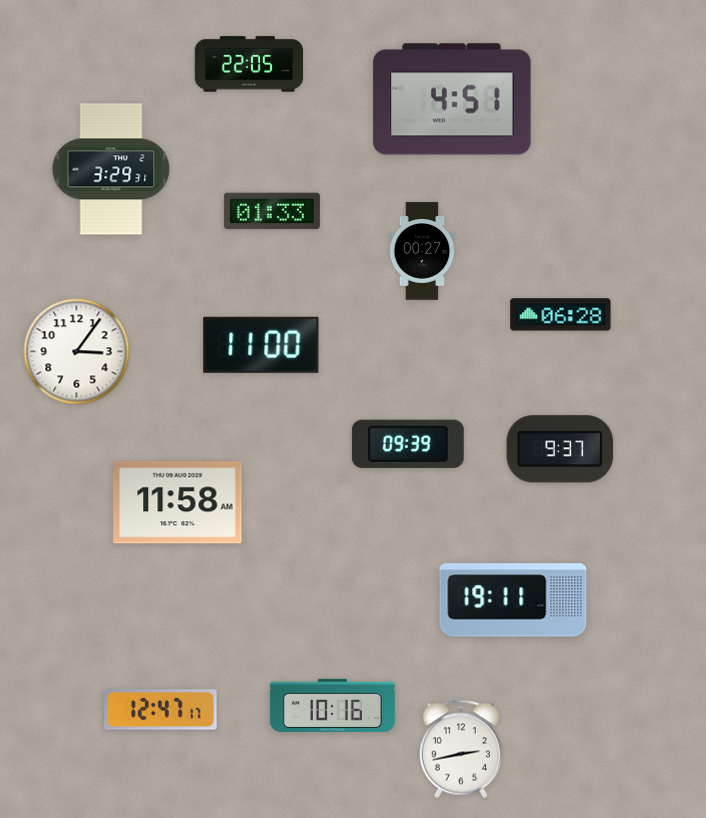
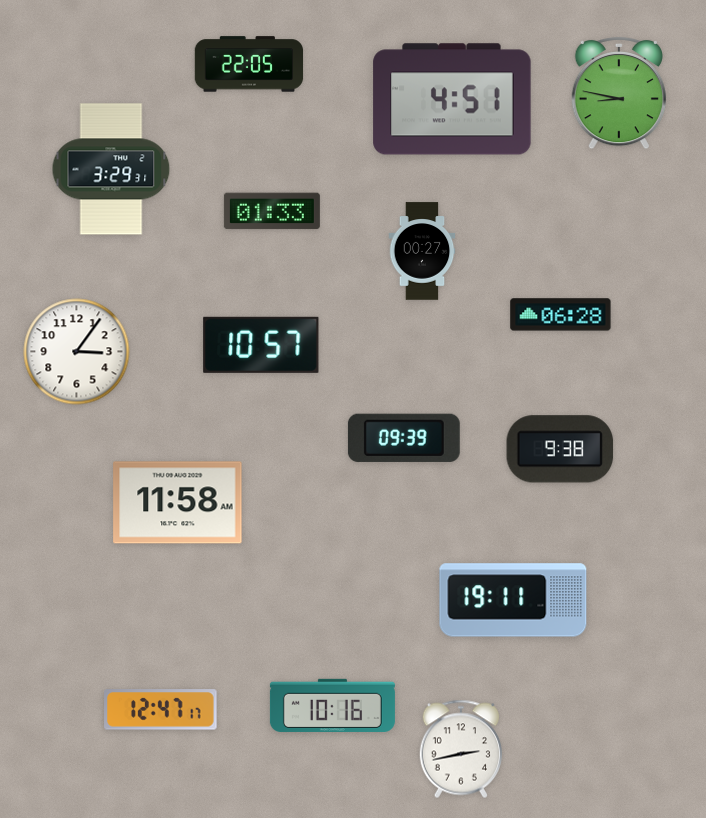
clock at (619, 93): none -> 8:47
clock at (261, 345): 11:00 -> 10:57
clock at (408, 444) position: (408, 444) -> (404, 438)
clock at (560, 449): 9:37 -> 9:38
